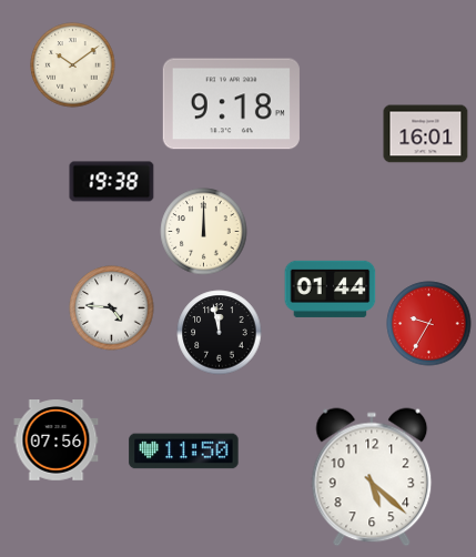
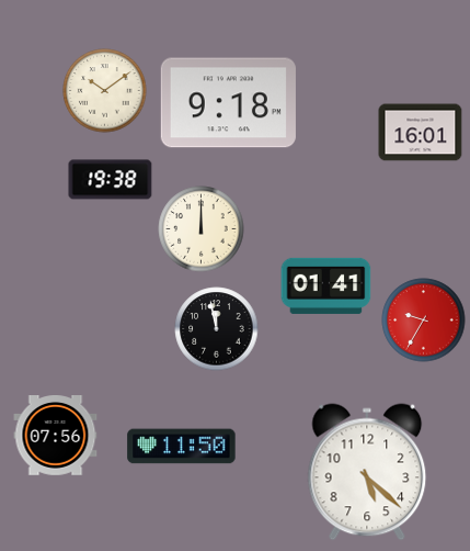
clock at (73, 65) position: (73, 65) -> (105, 91)
clock at (331, 288): 01:44 -> 01:41
clock at (112, 308): 4:46 -> none
